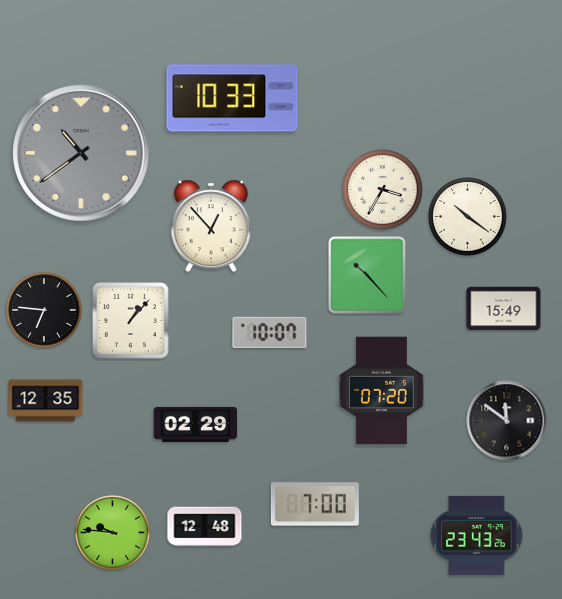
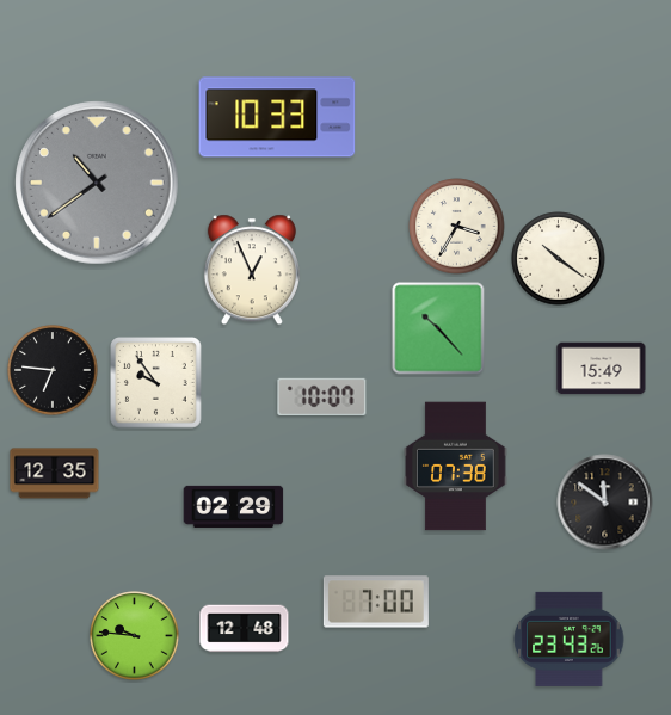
clock at (211, 226): 12:53 -> 12:56
clock at (131, 321): 1:07 -> 9:54
clock at (382, 391): 07:20 -> 07:38
clock at (46, 401) position: (46, 401) -> (55, 474)
